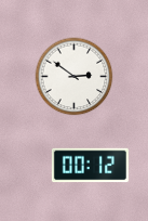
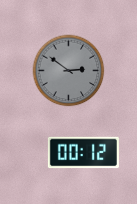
clock at (75, 77) dial: white -> grey
